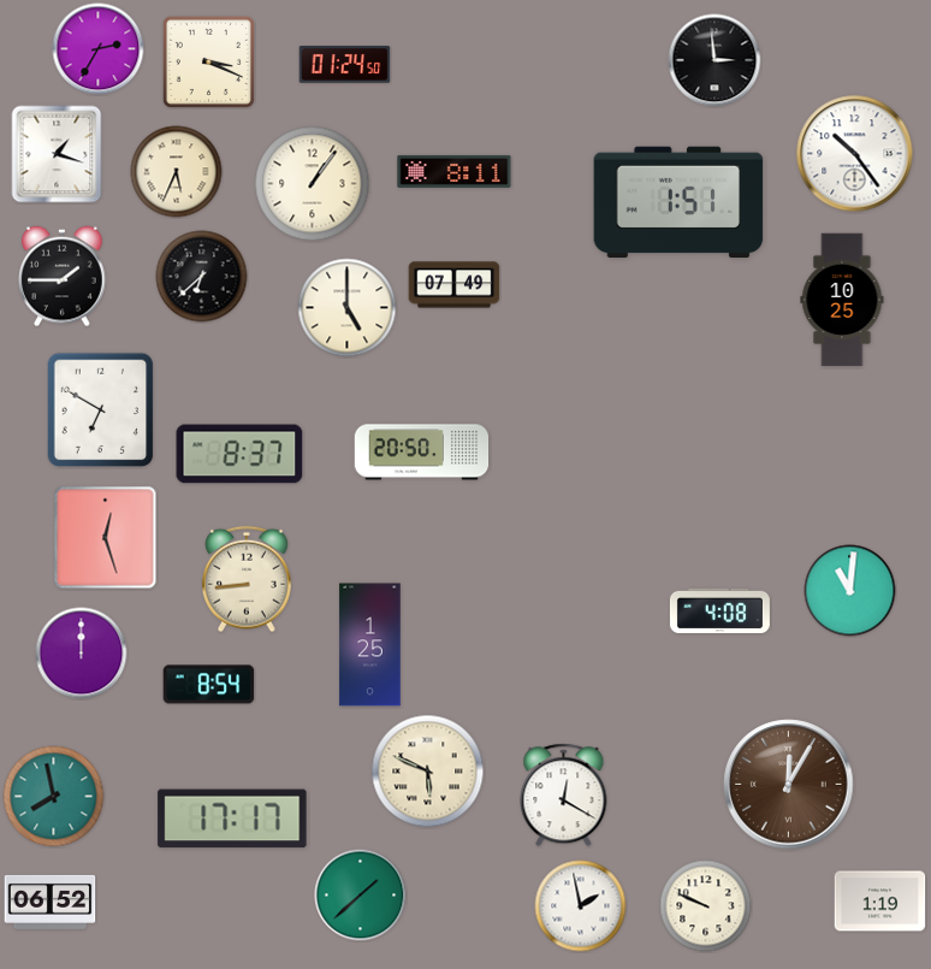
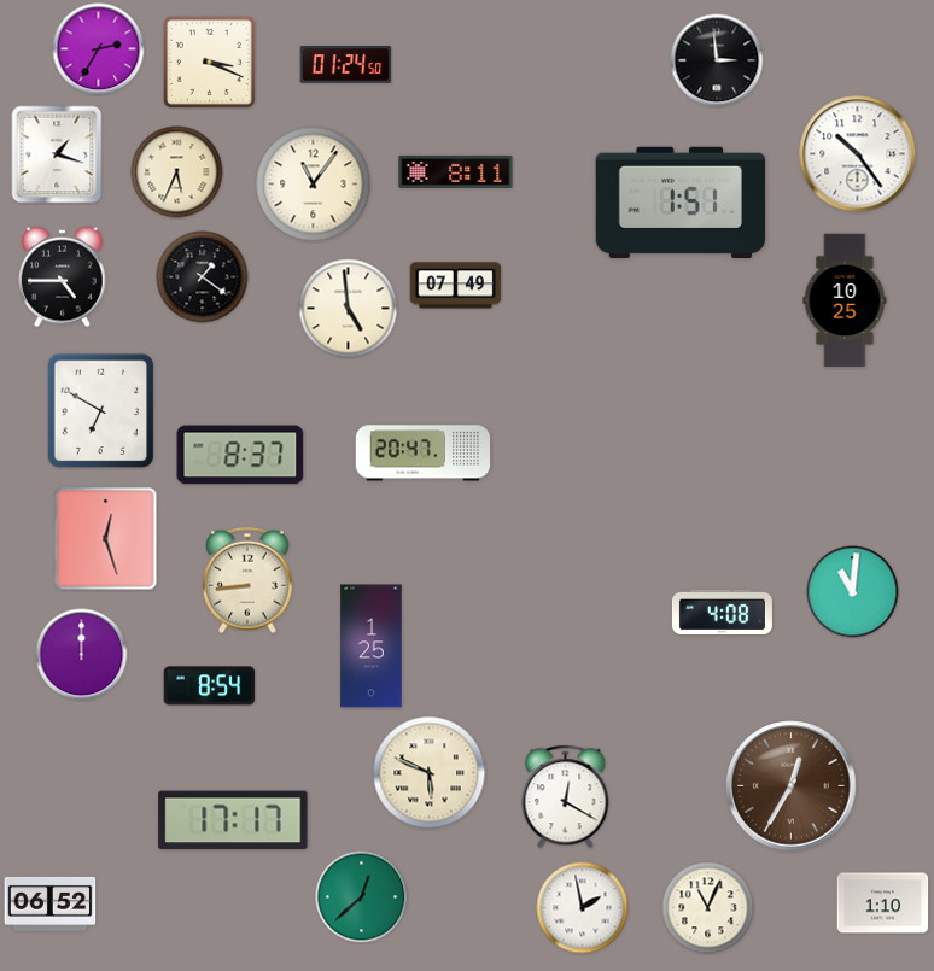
clock at (313, 184): 1:06 -> 11:06
clock at (63, 277): 1:45 -> 4:45
clock at (202, 277): 6:38 -> 1:21
clock at (348, 308): 5:00 -> 4:59
clock at (422, 453): 20:50 -> 20:47
clock at (789, 785): 12:05 -> 12:35
clock at (54, 797): 7:58 -> none
clock at (361, 896): 1:38 -> 12:38
clock at (880, 902): 1:19 -> 1:10
clock at (706, 906): 9:49 -> 11:04
